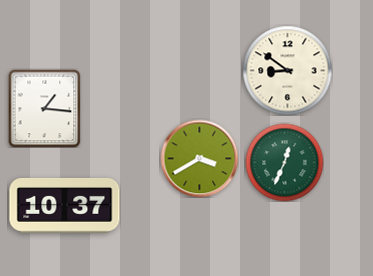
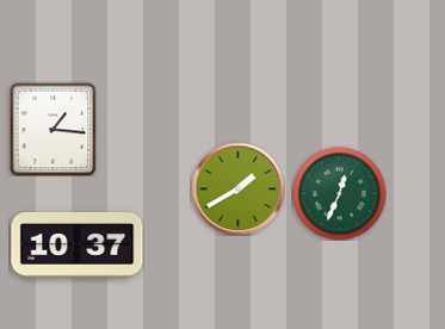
clock at (287, 70): 8:51 -> none
clock at (199, 158): 3:40 -> 1:40
